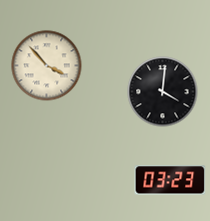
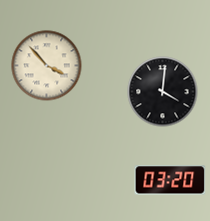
clock at (170, 180): 03:23 -> 03:20
